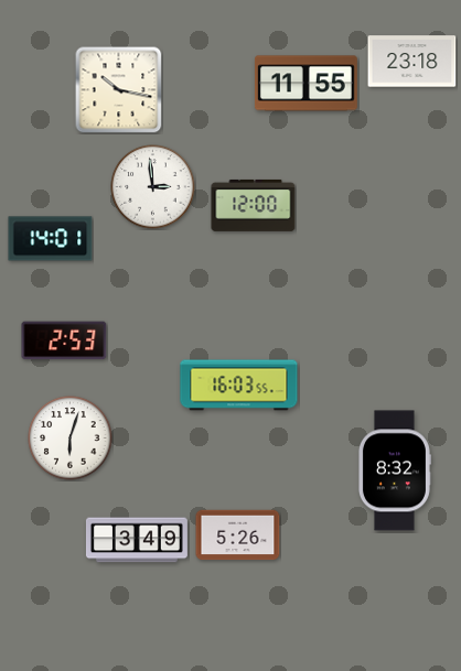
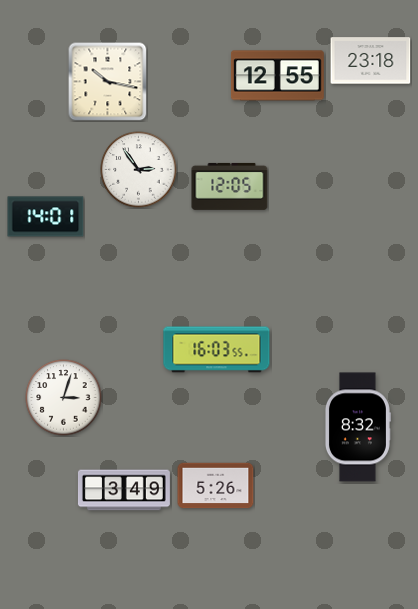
clock at (412, 62) position: (412, 62) -> (371, 61)
clock at (305, 84): 11:55 -> 12:55
clock at (153, 187): 2:59 -> 2:54
clock at (254, 205): 12:00 -> 12:05
clock at (64, 340): 2:53 -> none
clock at (71, 439): 6:03 -> 3:03
